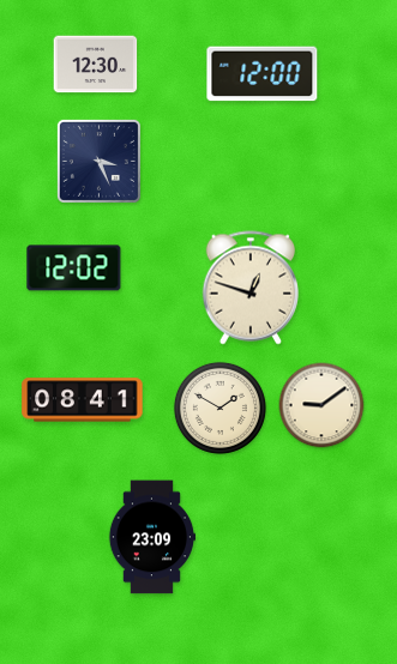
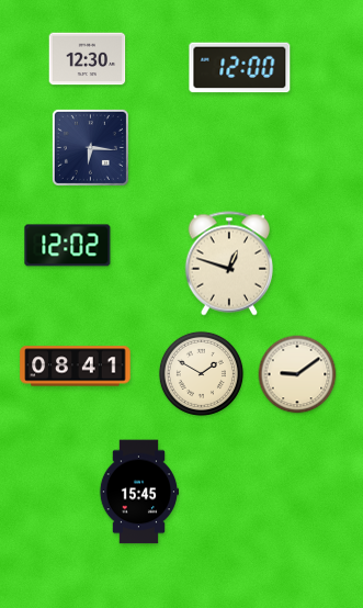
clock at (98, 161): 3:26 -> 6:16
clock at (321, 405) position: (321, 405) -> (297, 374)
clock at (152, 537): 23:09 -> 15:45
